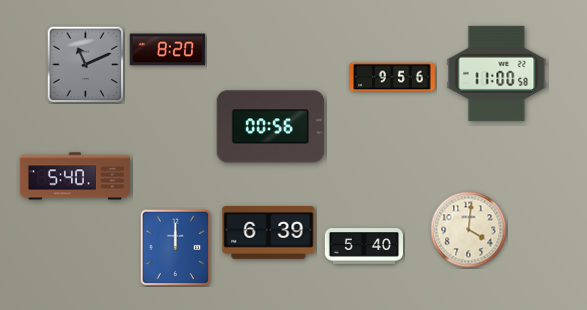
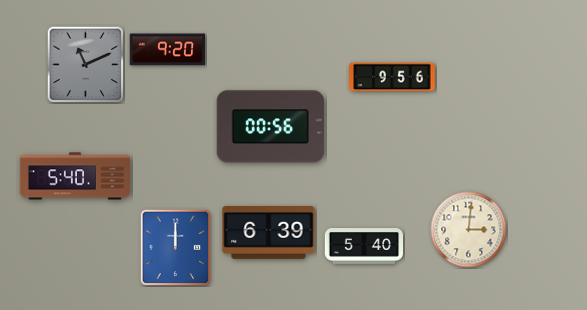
clock at (168, 50): 8:20 -> 9:20
clock at (497, 73): 11:00 -> none
clock at (469, 230): 4:01 -> 3:01
